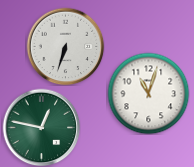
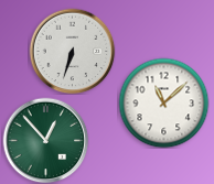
clock at (148, 93): 11:03 -> 11:08
clock at (41, 127): 12:47 -> 12:53
